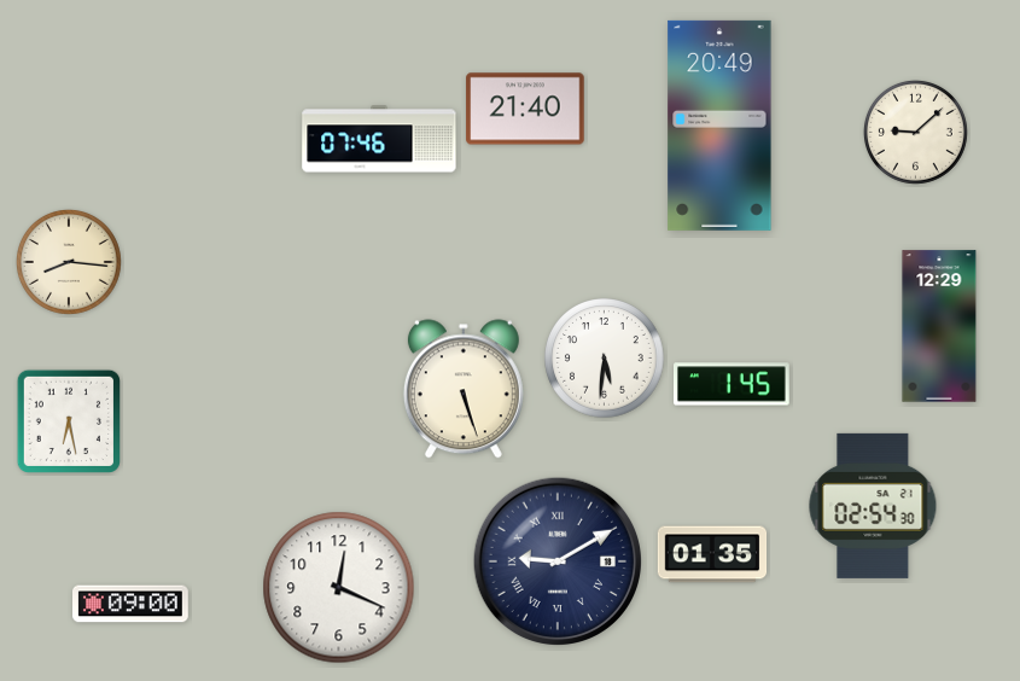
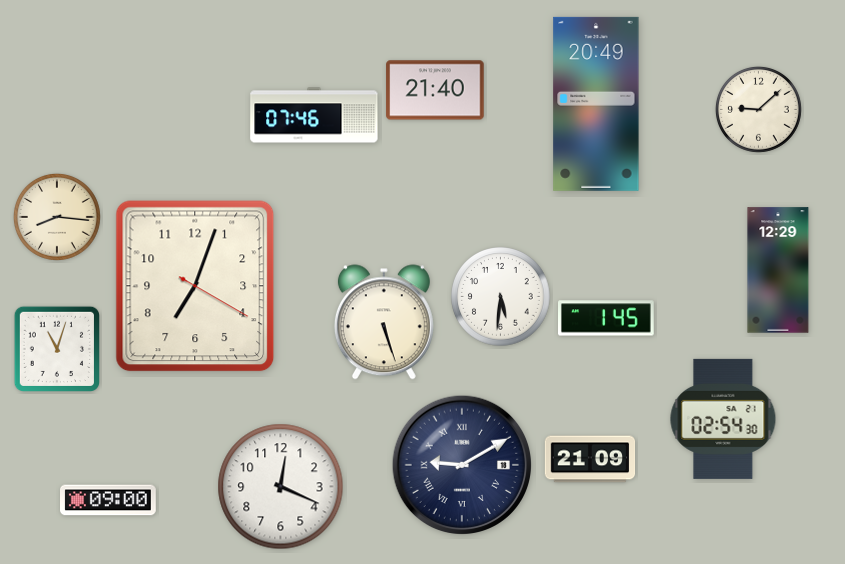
clock at (195, 286): none -> 7:03
clock at (68, 420): 6:28 -> 11:03
clock at (712, 554): 01:35 -> 21:09
